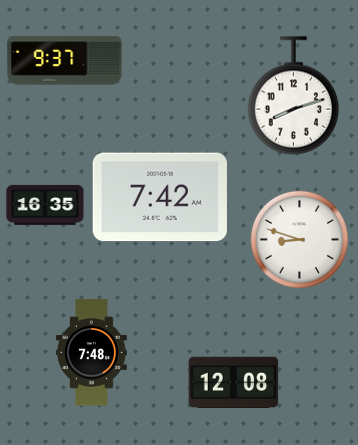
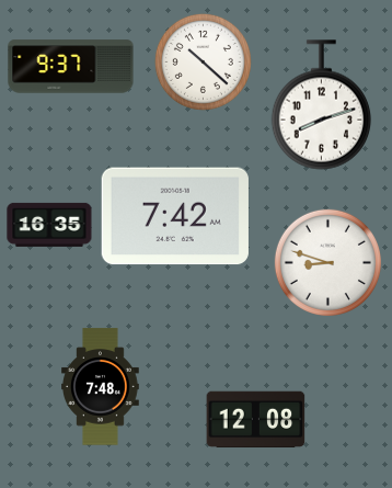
clock at (203, 61): none -> 10:22
